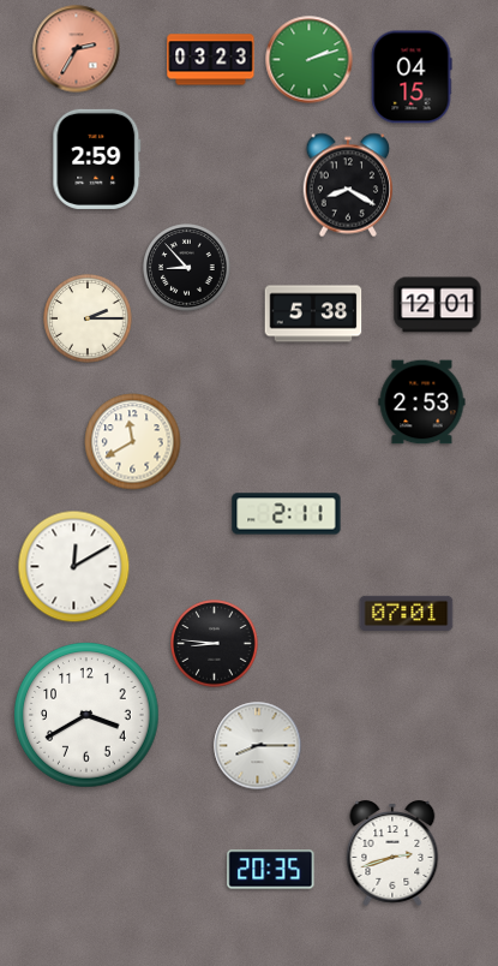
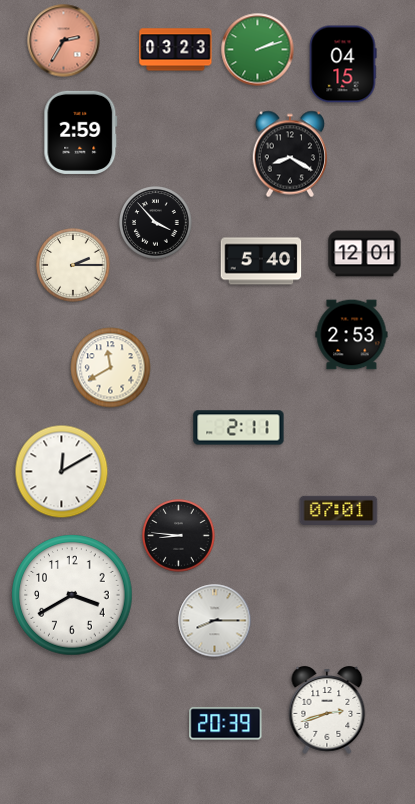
clock at (187, 268): 8:53 -> 3:53
clock at (313, 314): 5:38 -> 5:40
clock at (271, 870): 20:35 -> 20:39
